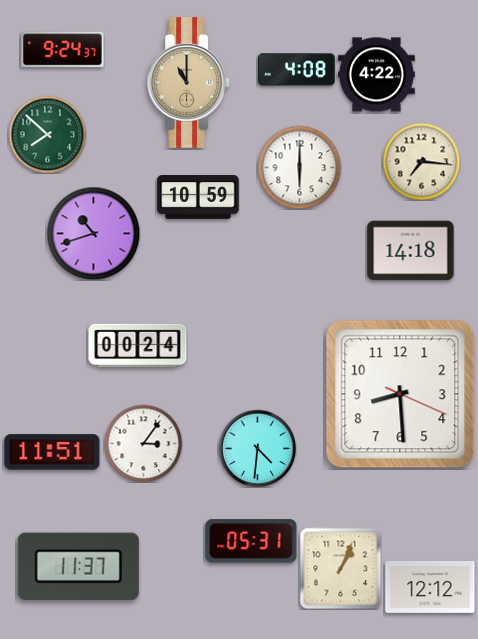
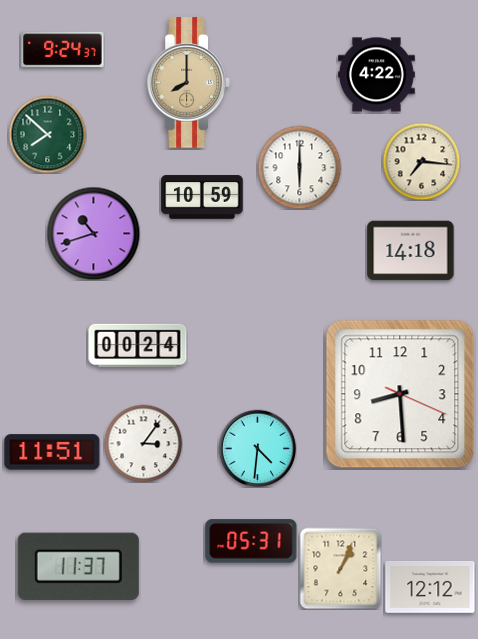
clock at (296, 70): 4:08 -> none
clock at (189, 83): 11:00 -> 8:00
clock at (198, 197) position: (198, 197) -> (202, 197)
